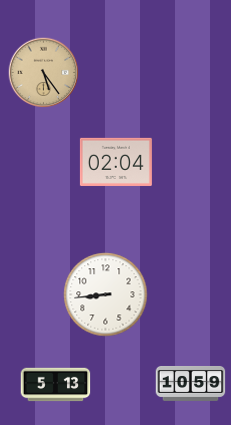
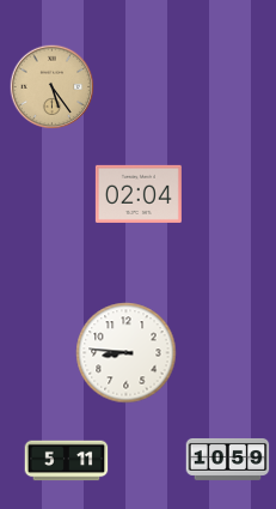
clock at (106, 295): 8:44 -> 8:46
clock at (56, 385): 5:13 -> 5:11
